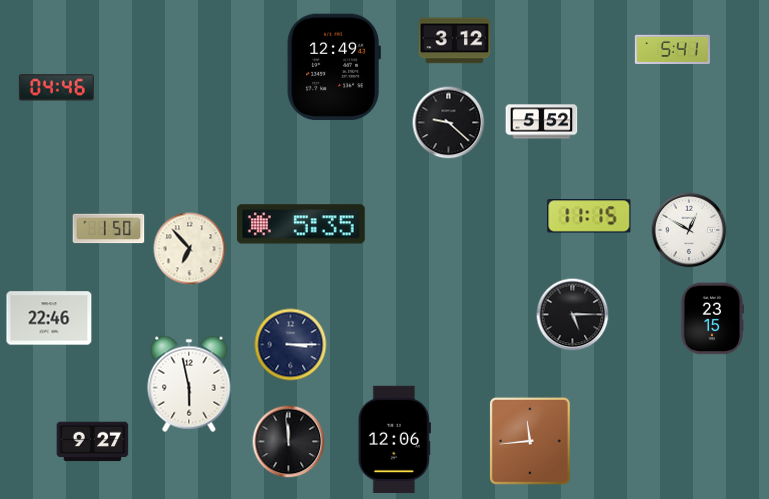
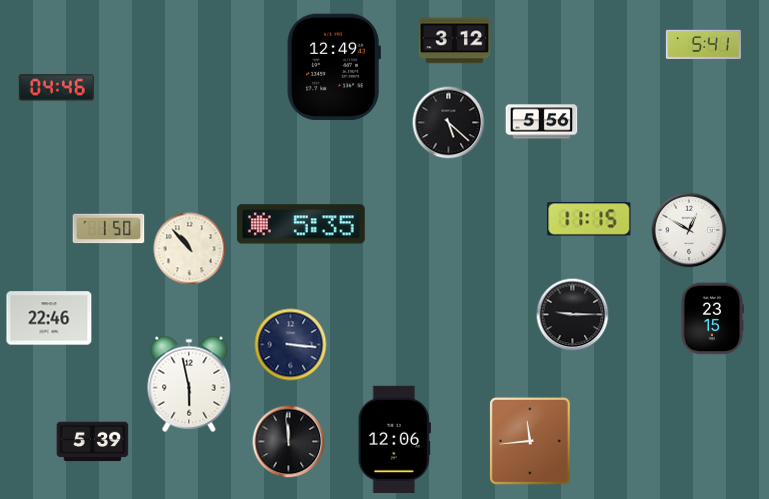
clock at (672, 50) position: (672, 50) -> (703, 45)
clock at (542, 122): 5:52 -> 5:56
clock at (449, 123): 9:22 -> 5:22
clock at (589, 216) position: (589, 216) -> (589, 219)
clock at (190, 249): 6:53 -> 10:53
clock at (573, 315): 5:15 -> 9:15
clock at (291, 345): 3:15 -> 3:16
clock at (93, 442): 9:27 -> 5:39
